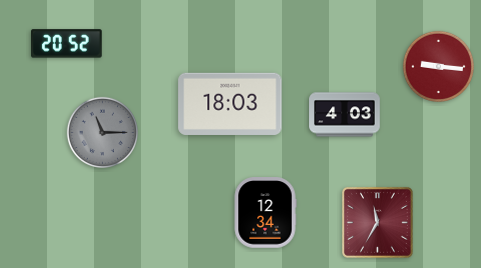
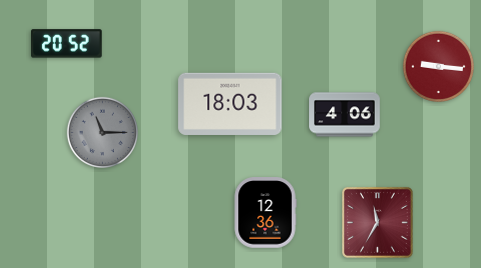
clock at (345, 115): 4:03 -> 4:06
clock at (265, 213): 12:34 -> 12:36
